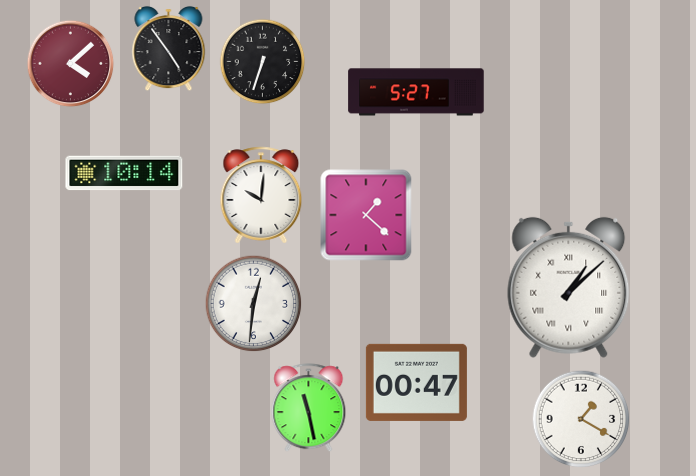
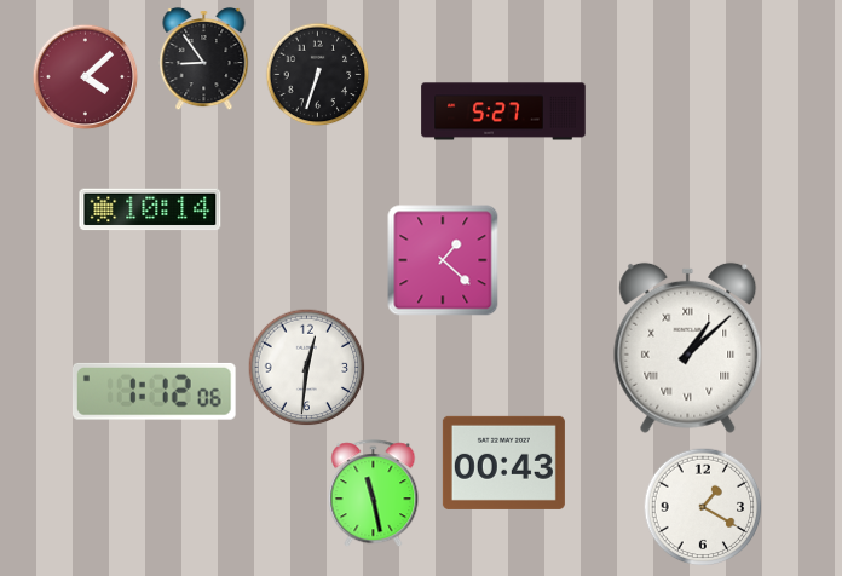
clock at (169, 49): 4:54 -> 8:54
clock at (261, 195): 10:01 -> none
clock at (154, 391): none -> 1:12
clock at (416, 382): 00:47 -> 00:43
